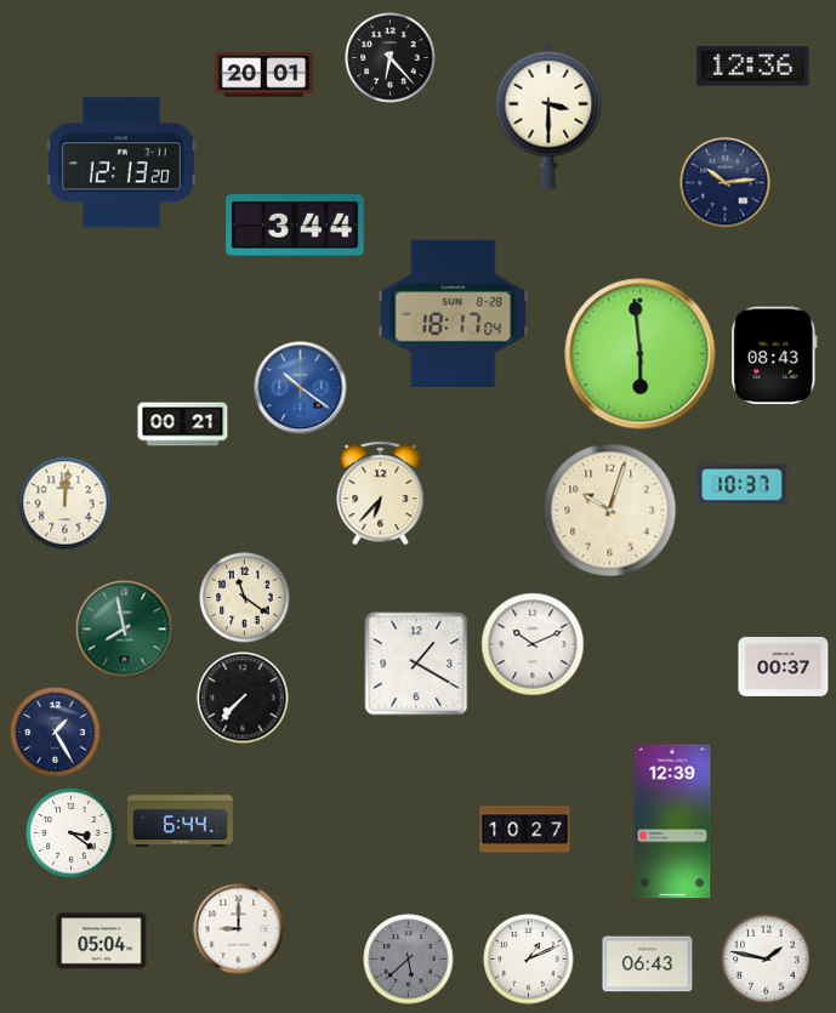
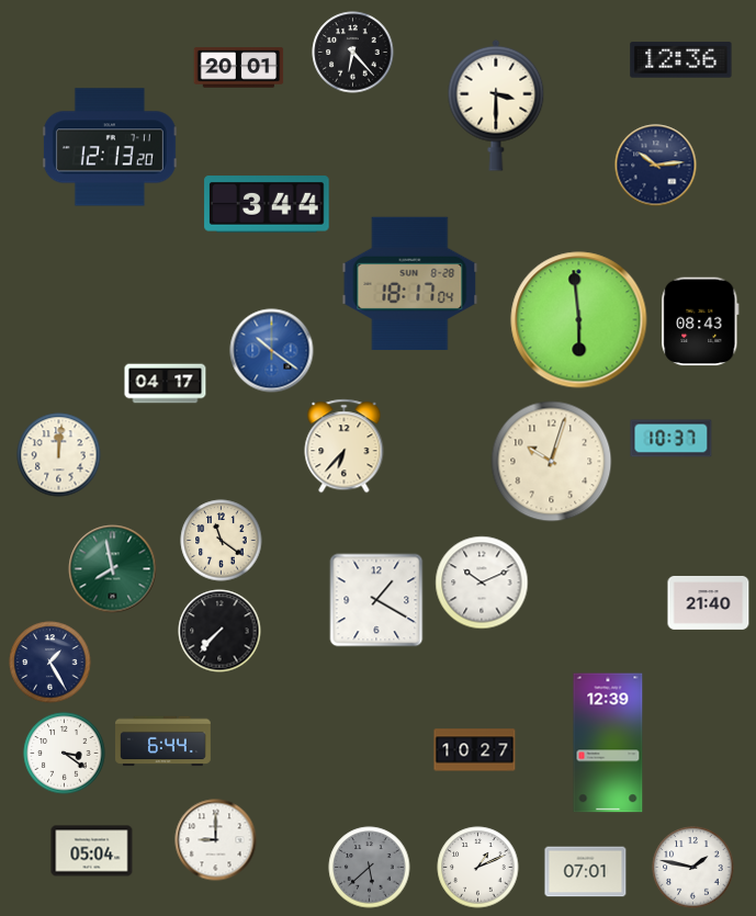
clock at (183, 425): 00:21 -> 04:17
clock at (784, 666): 00:37 -> 21:40
clock at (648, 964): 06:43 -> 07:01
